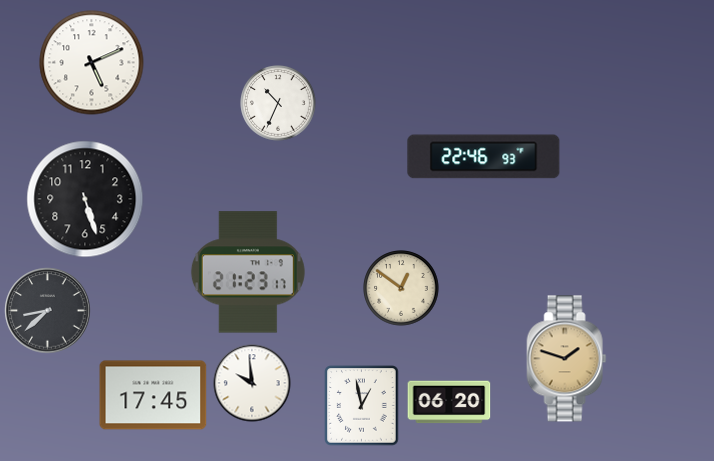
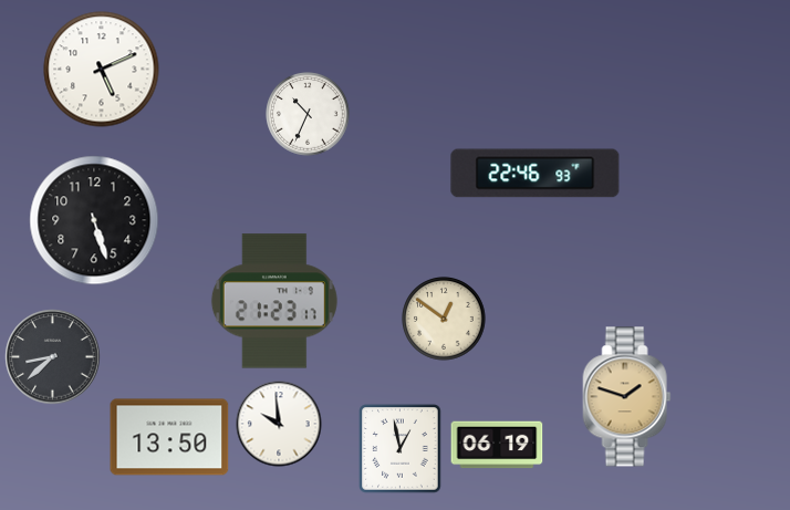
clock at (48, 311) position: (48, 311) -> (53, 357)
clock at (153, 395): 17:45 -> 13:50
clock at (449, 402): 06:20 -> 06:19
